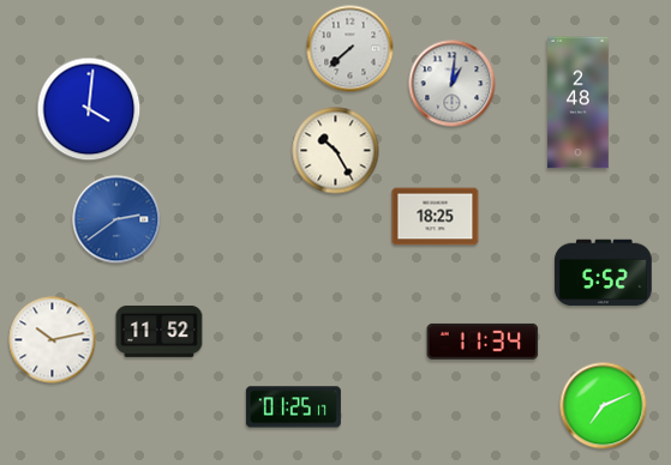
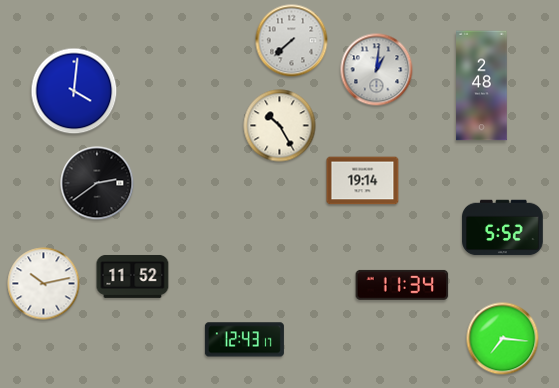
clock at (436, 217): 18:25 -> 19:14
clock at (116, 219) dial: blue -> black
clock at (604, 406): 7:11 -> 7:16
clock at (293, 407): 01:25 -> 12:43
